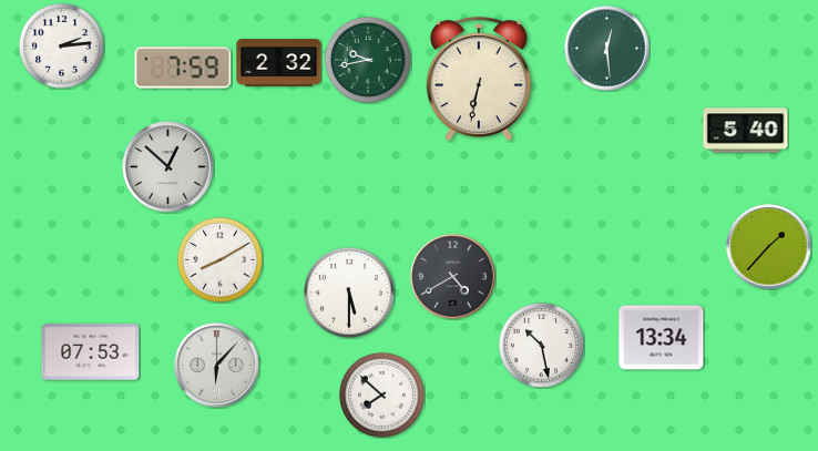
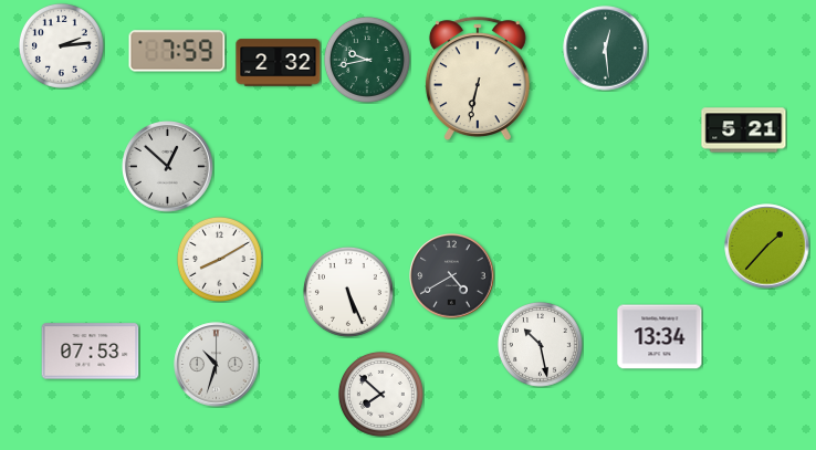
clock at (183, 68) position: (183, 68) -> (177, 51)
clock at (746, 131): 5:40 -> 5:21
clock at (349, 293): 5:30 -> 5:26
clock at (217, 366): 6:07 -> 10:33
